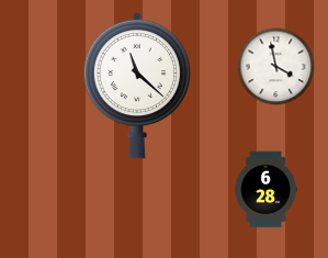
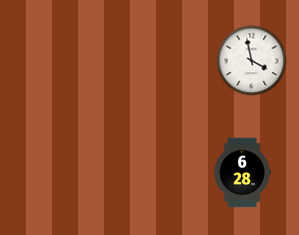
clock at (136, 86): 11:22 -> none
